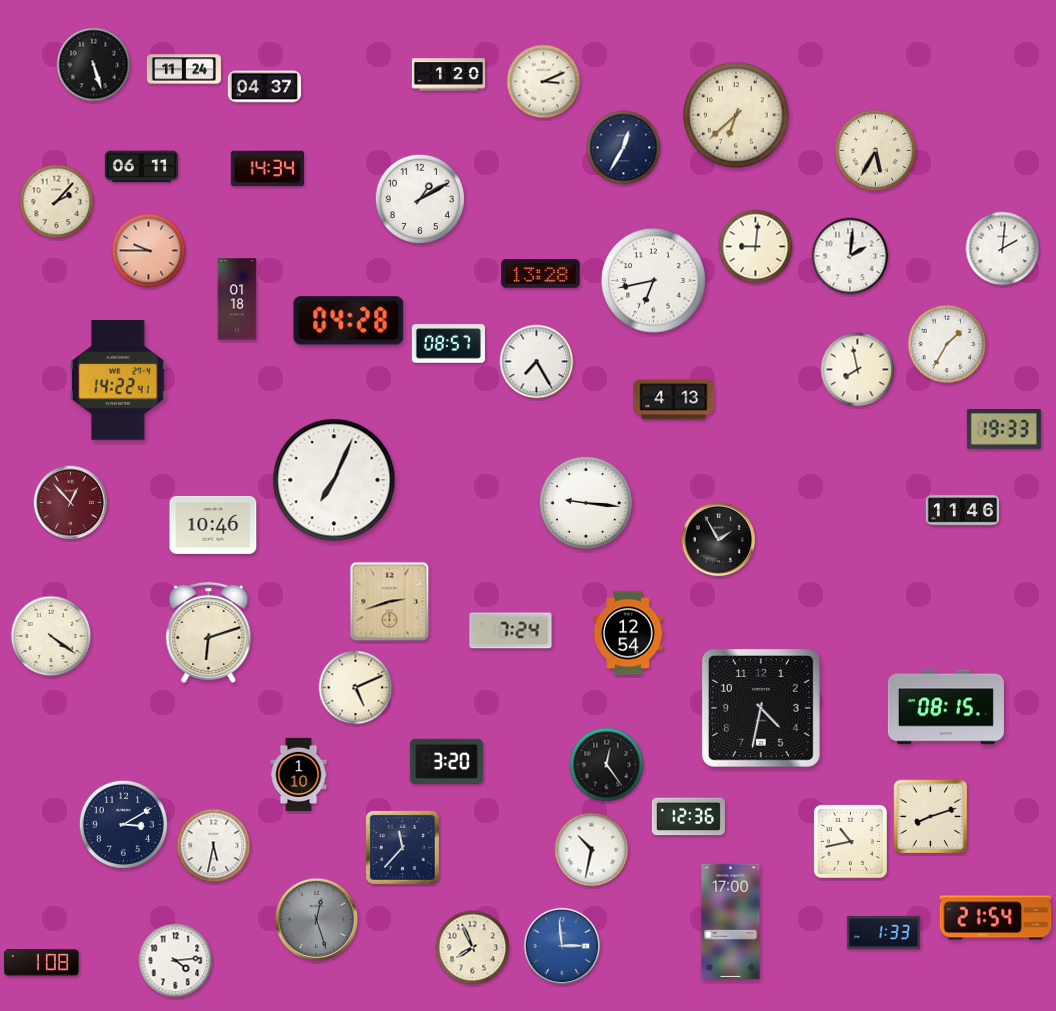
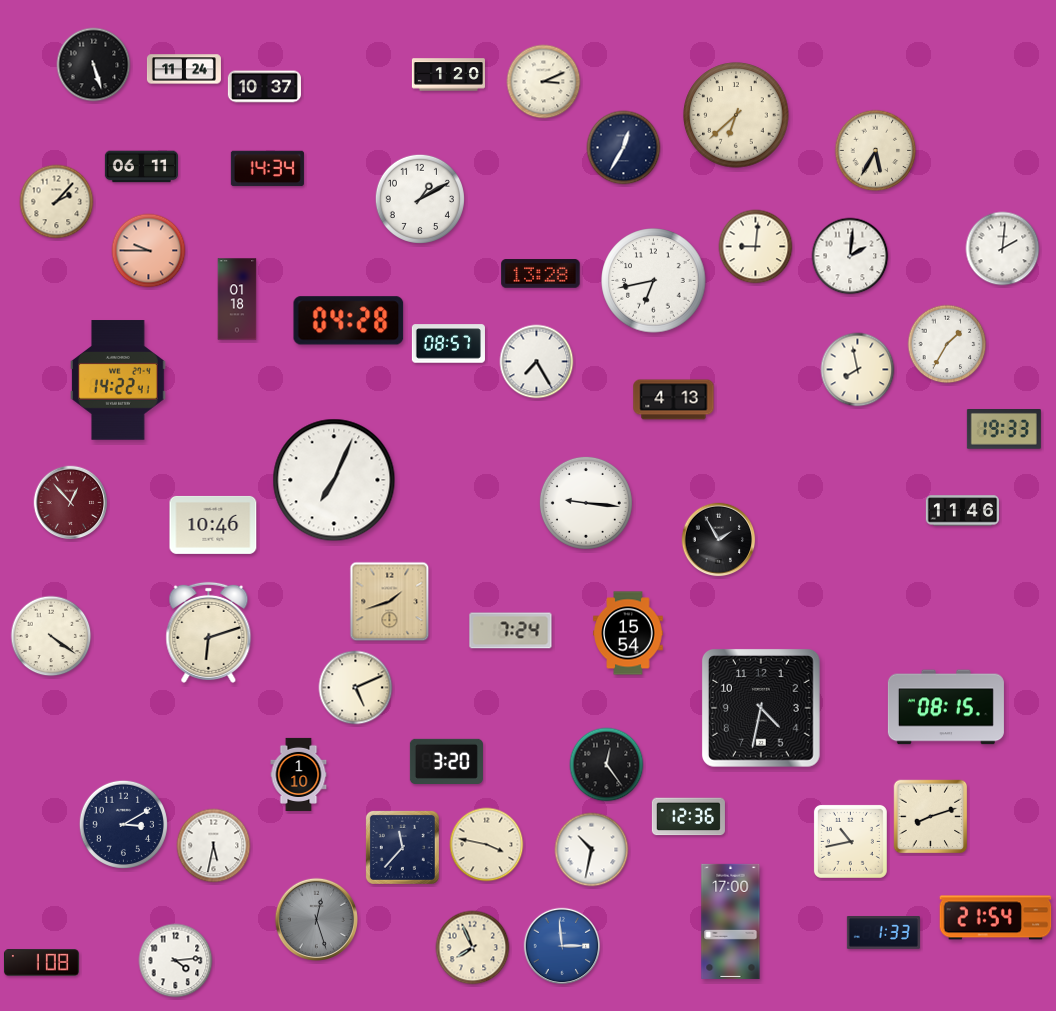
clock at (264, 87): 04:37 -> 10:37
clock at (390, 602): 2:42 -> 1:42
clock at (628, 633): 12:54 -> 15:54
clock at (487, 845): none -> 3:47
